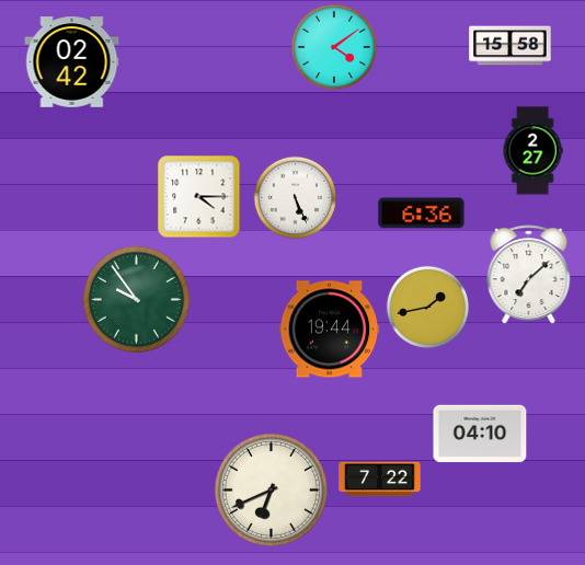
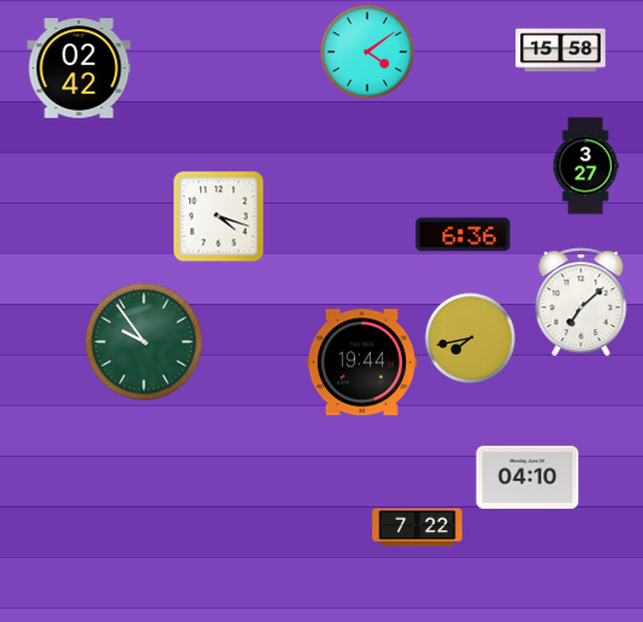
clock at (532, 151): 2:27 -> 3:27
clock at (199, 197): 4:15 -> 4:18
clock at (296, 198): 5:26 -> none
clock at (136, 299) position: (136, 299) -> (143, 341)
clock at (428, 308): 1:43 -> 7:43
clock at (271, 489): 6:41 -> none
